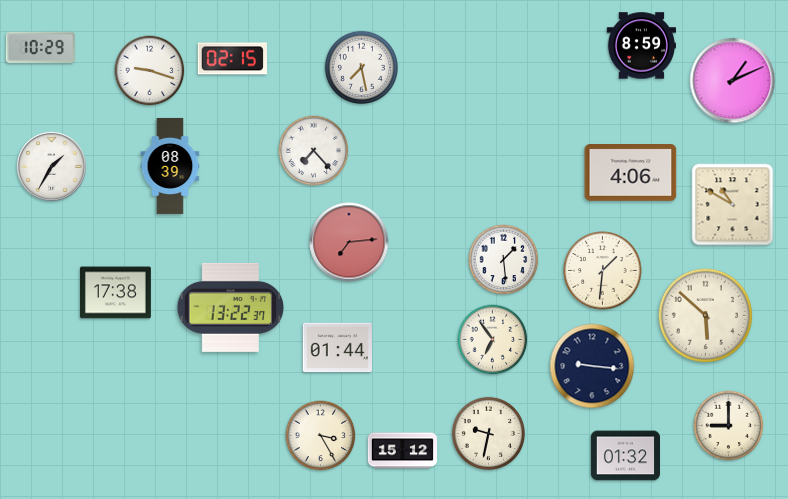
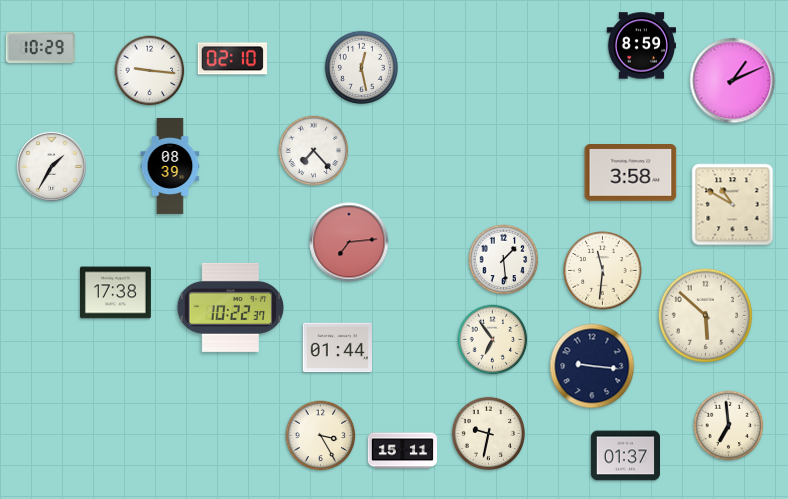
clock at (232, 59): 02:15 -> 02:10
clock at (361, 67): 7:28 -> 12:28
clock at (150, 71): 9:18 -> 9:16
clock at (631, 173): 4:06 -> 3:58
clock at (603, 271): 1:31 -> 11:31
clock at (231, 307): 13:22 -> 10:22
clock at (729, 426): 9:00 -> 6:59
clock at (403, 451): 15:12 -> 15:11
clock at (625, 456): 01:32 -> 01:37
